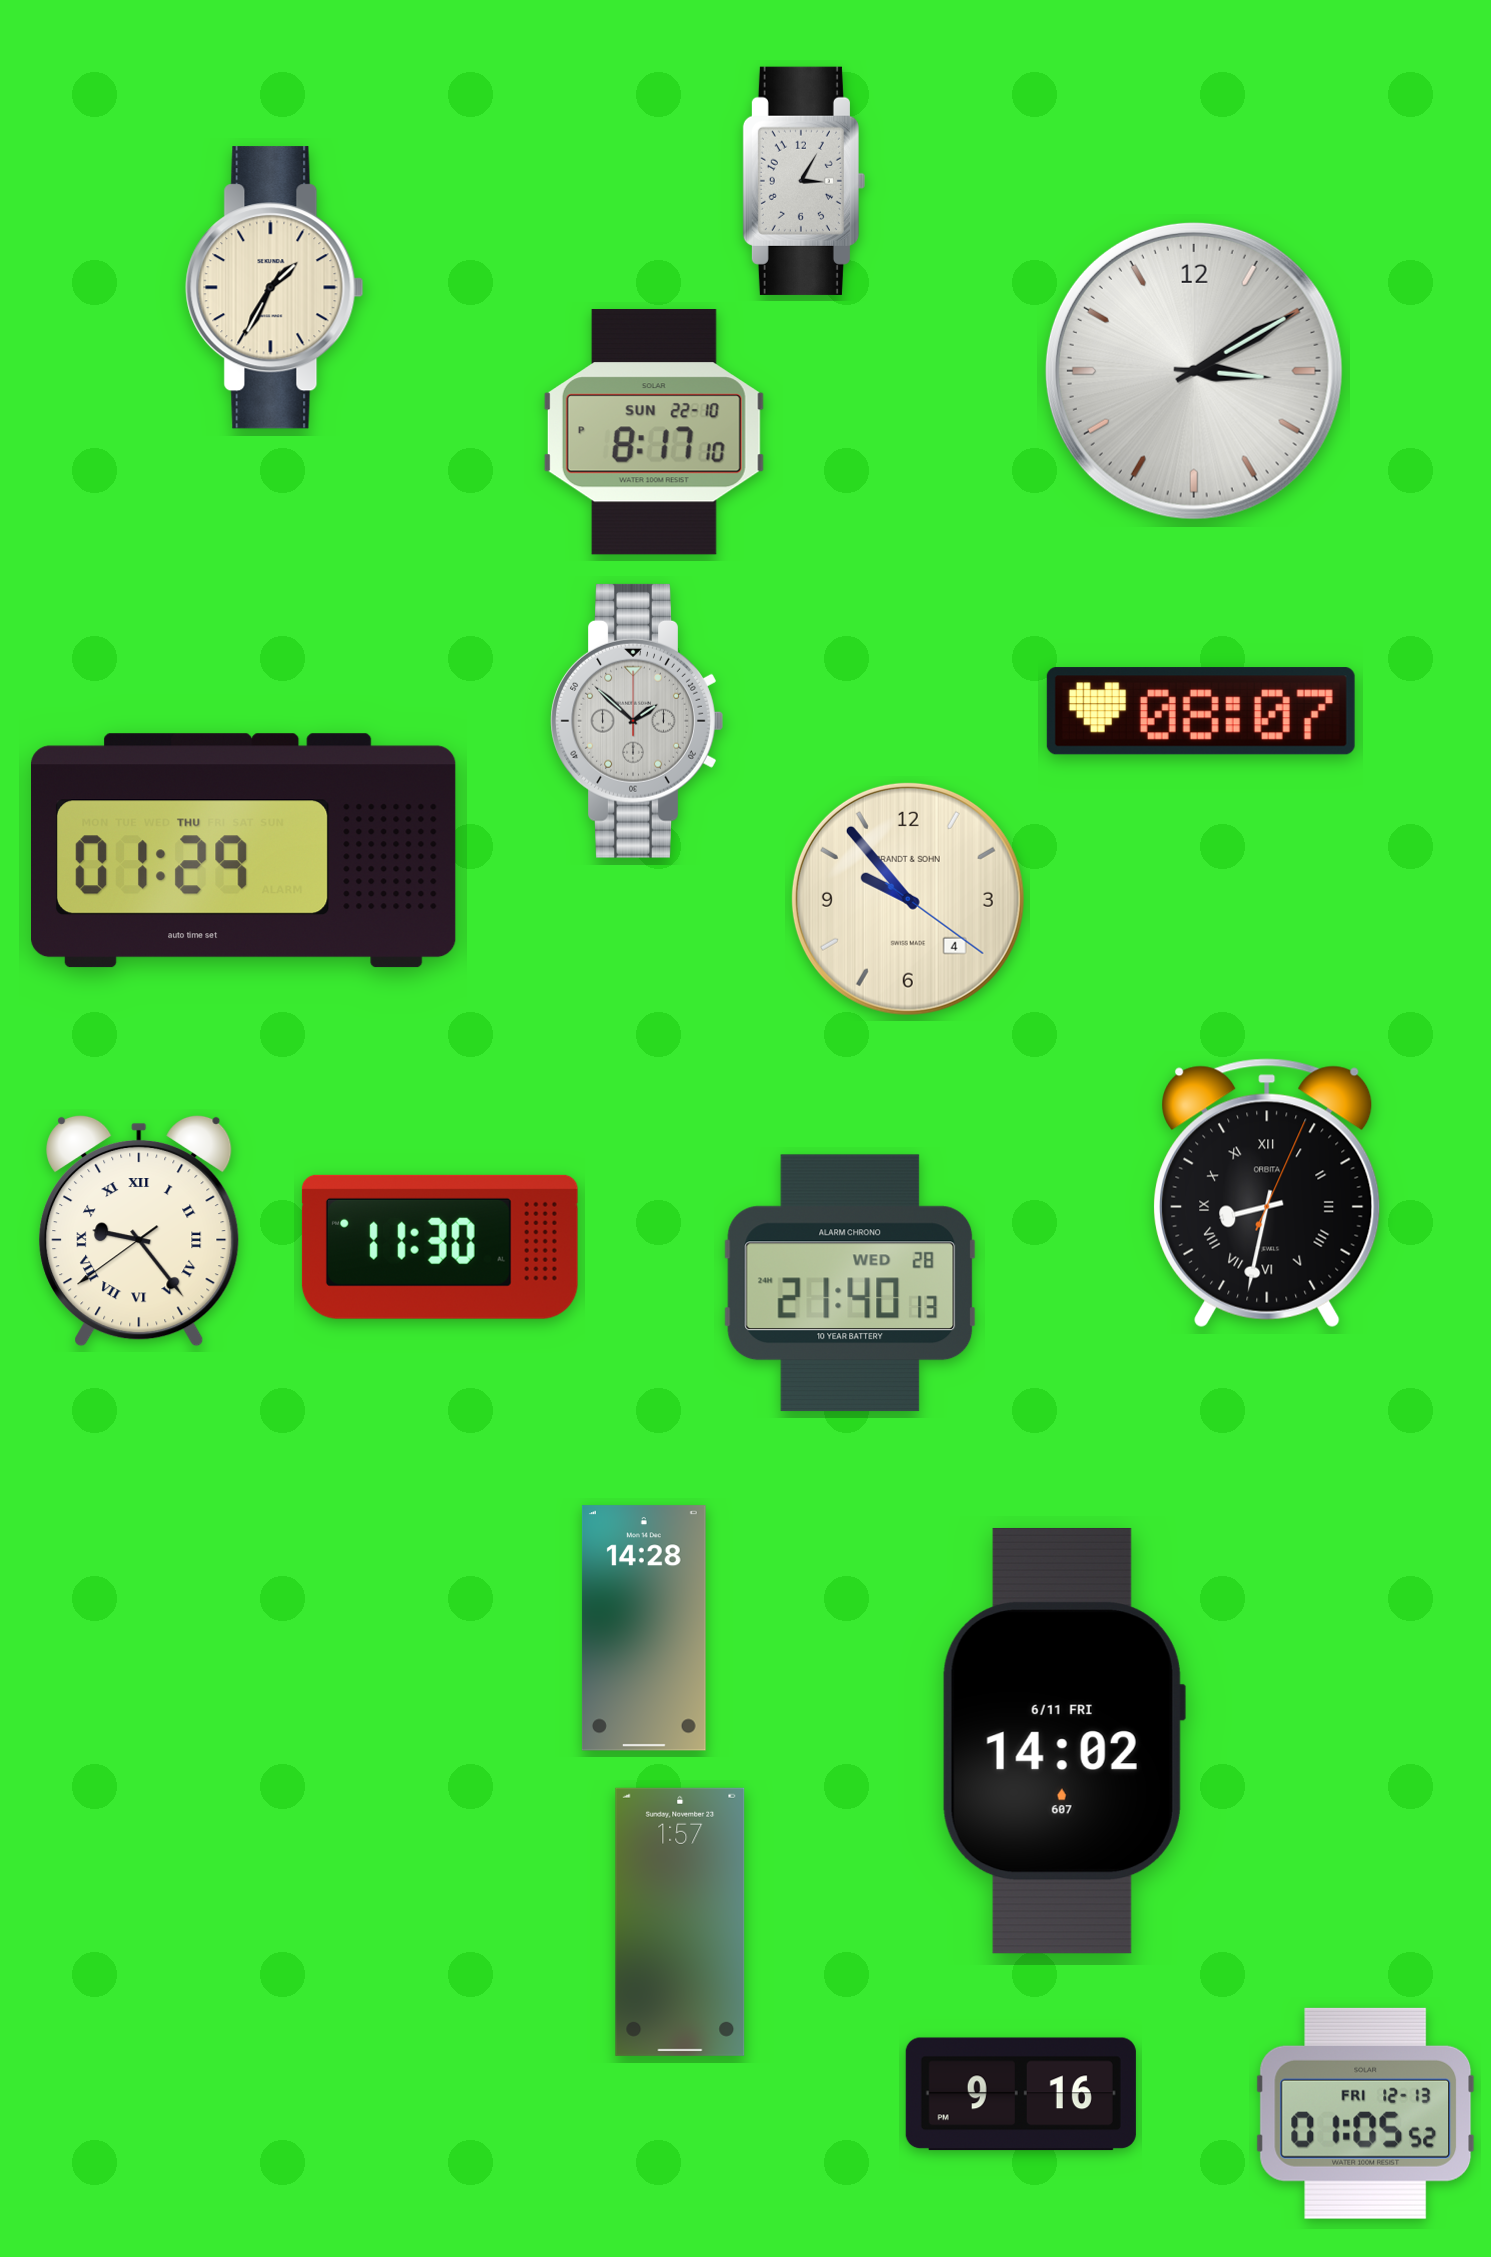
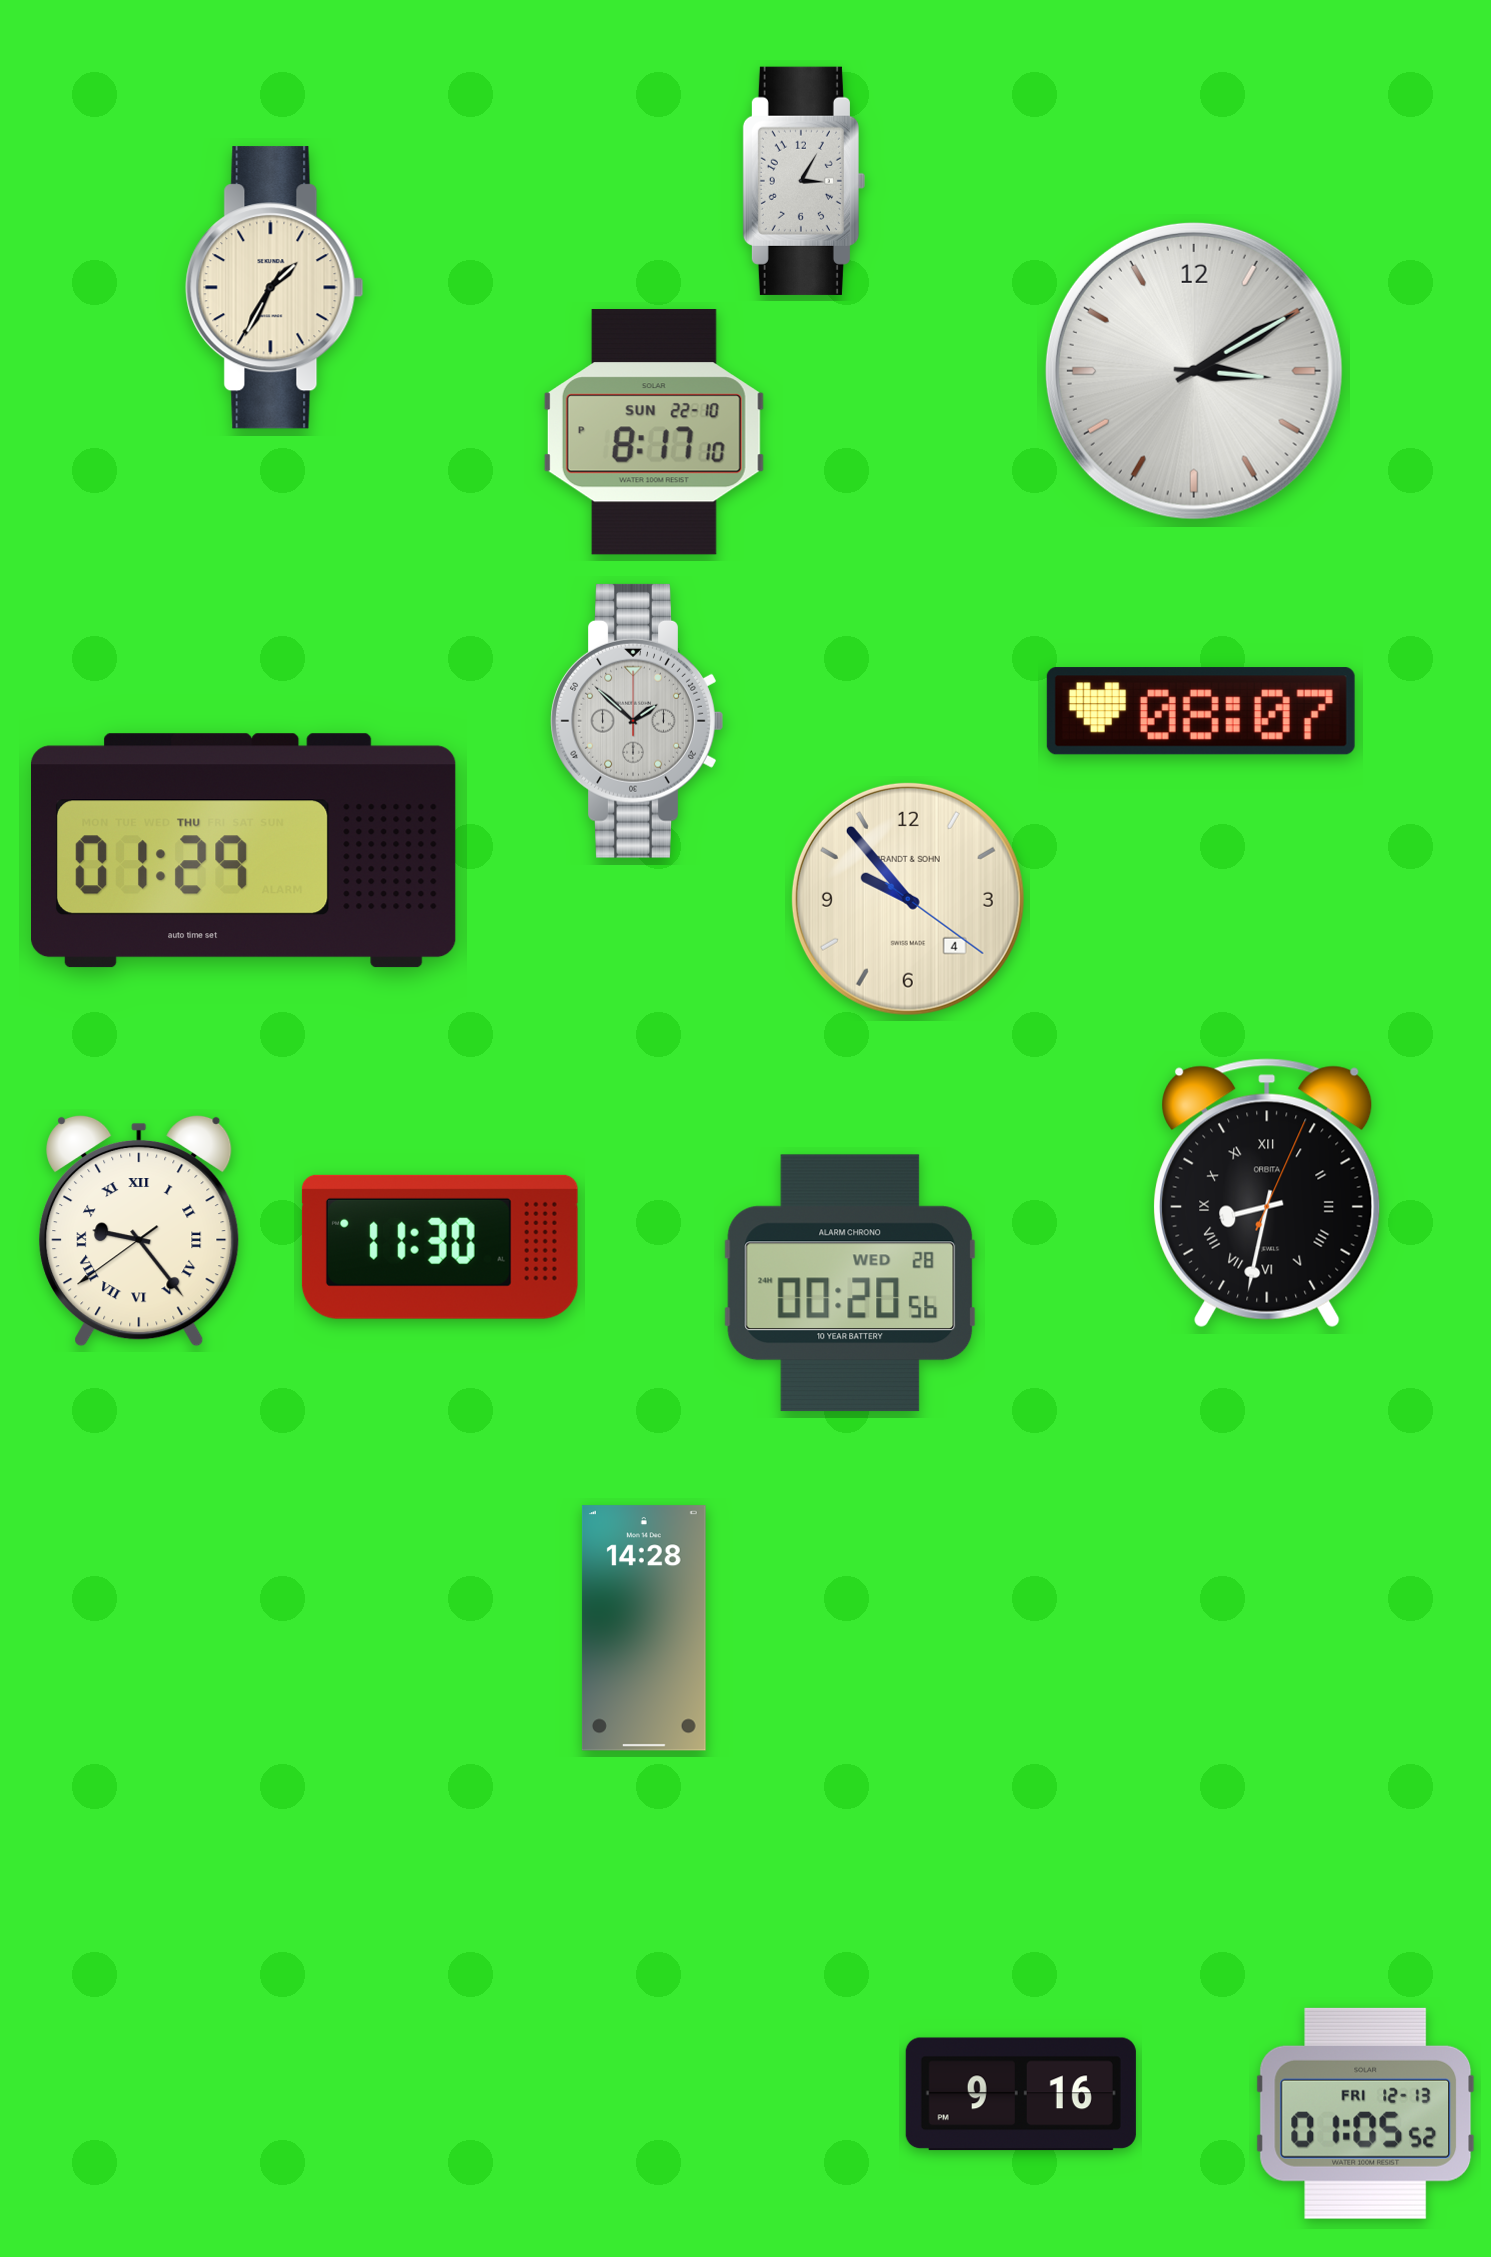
clock at (850, 1283): 21:40 -> 00:20
clock at (1063, 1741): 14:02 -> none
clock at (680, 1922): 1:57 -> none
